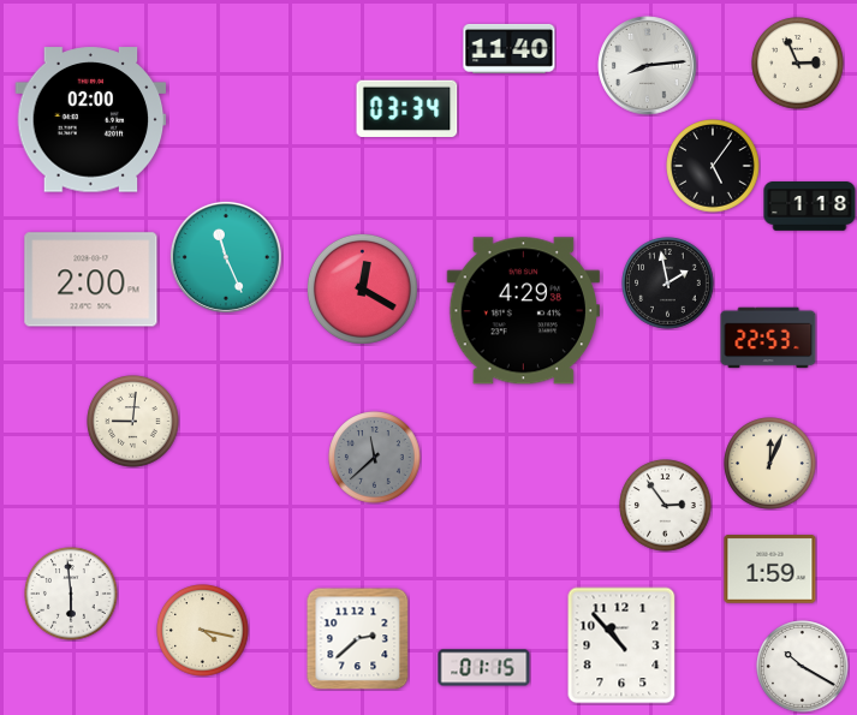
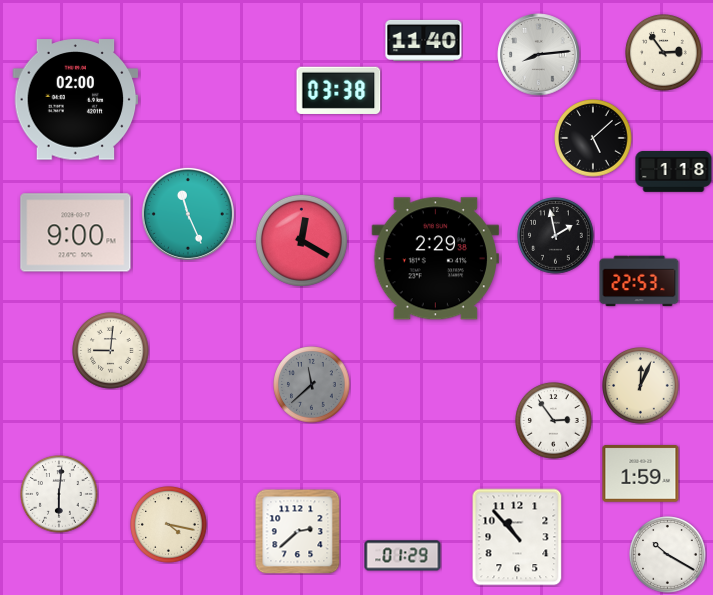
clock at (798, 64): 2:56 -> 2:54
clock at (407, 108): 03:34 -> 03:38
clock at (713, 166): 5:06 -> 5:08
clock at (91, 280): 2:00 -> 9:00
clock at (524, 311): 4:29 -> 2:29
clock at (375, 458) position: (375, 458) -> (312, 385)
clock at (71, 594): 5:59 -> 6:01
clock at (484, 668): 01:15 -> 01:29
